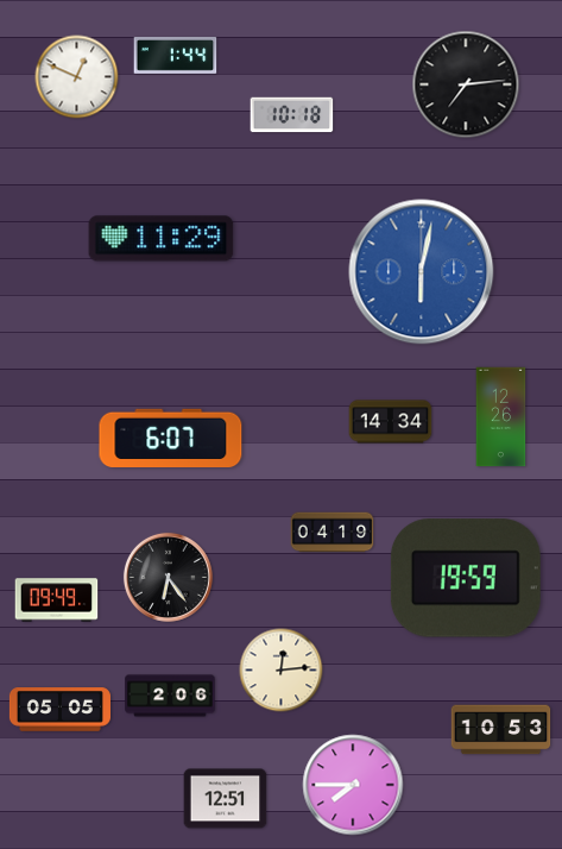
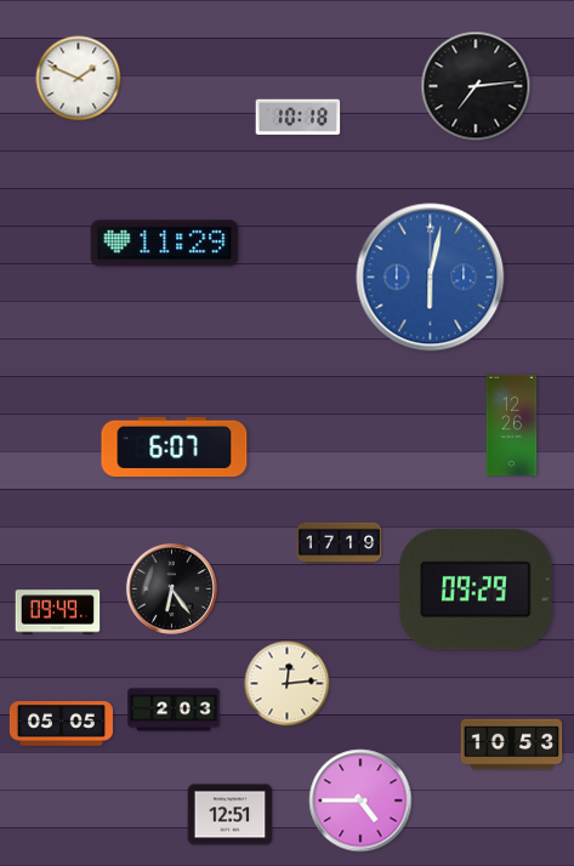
clock at (176, 56): 1:44 -> none
clock at (77, 77): 12:49 -> 1:49
clock at (391, 422): 14:34 -> none
clock at (333, 533): 04:19 -> 17:19
clock at (466, 578): 19:59 -> 09:29
clock at (170, 696): 2:06 -> 2:03
clock at (353, 785): 7:45 -> 4:45
